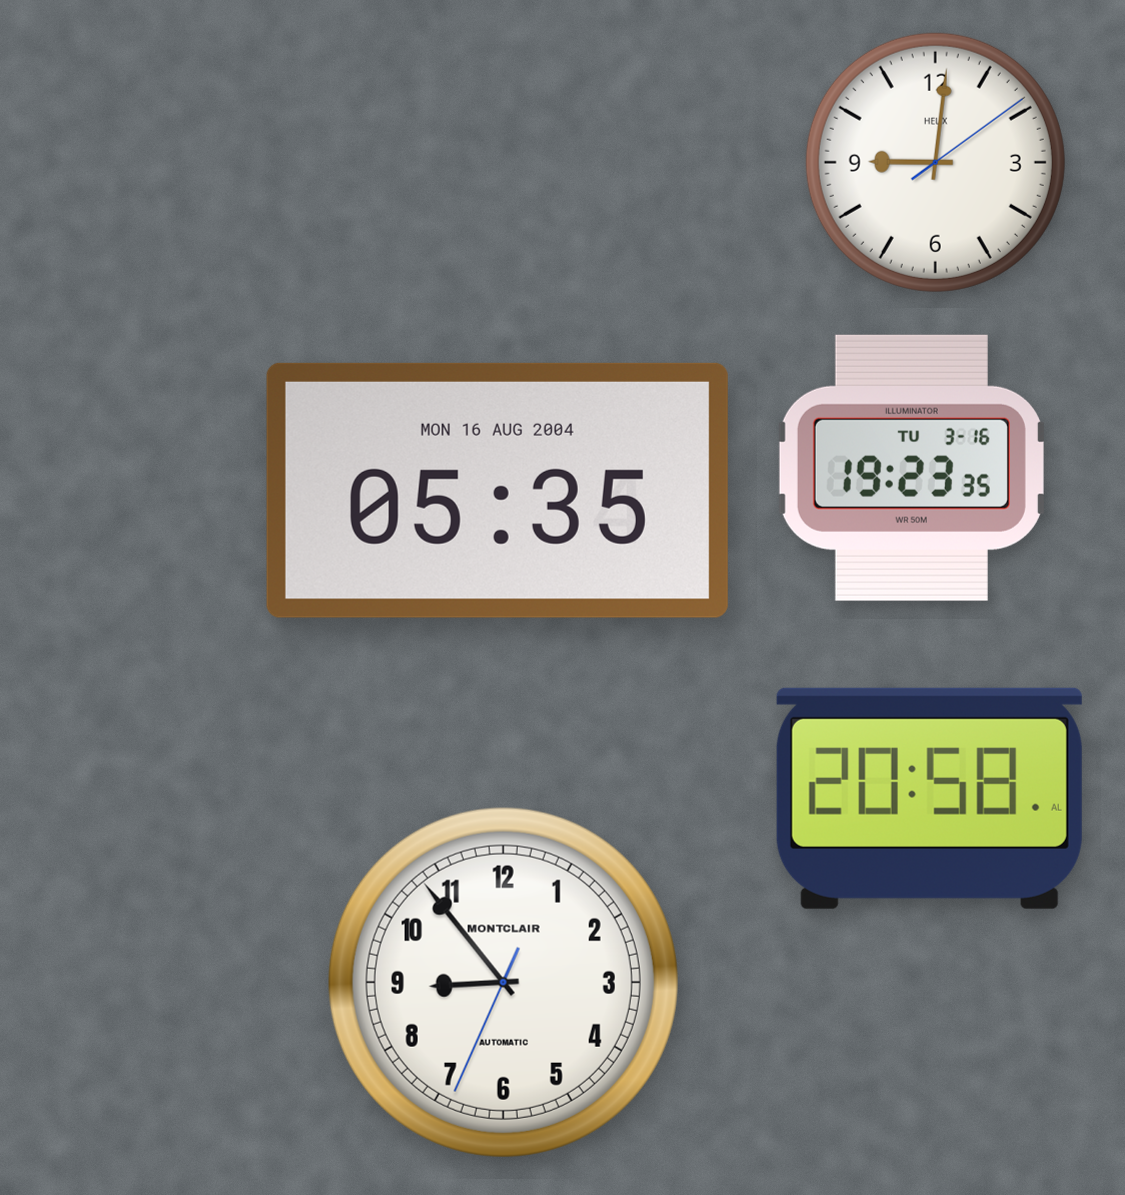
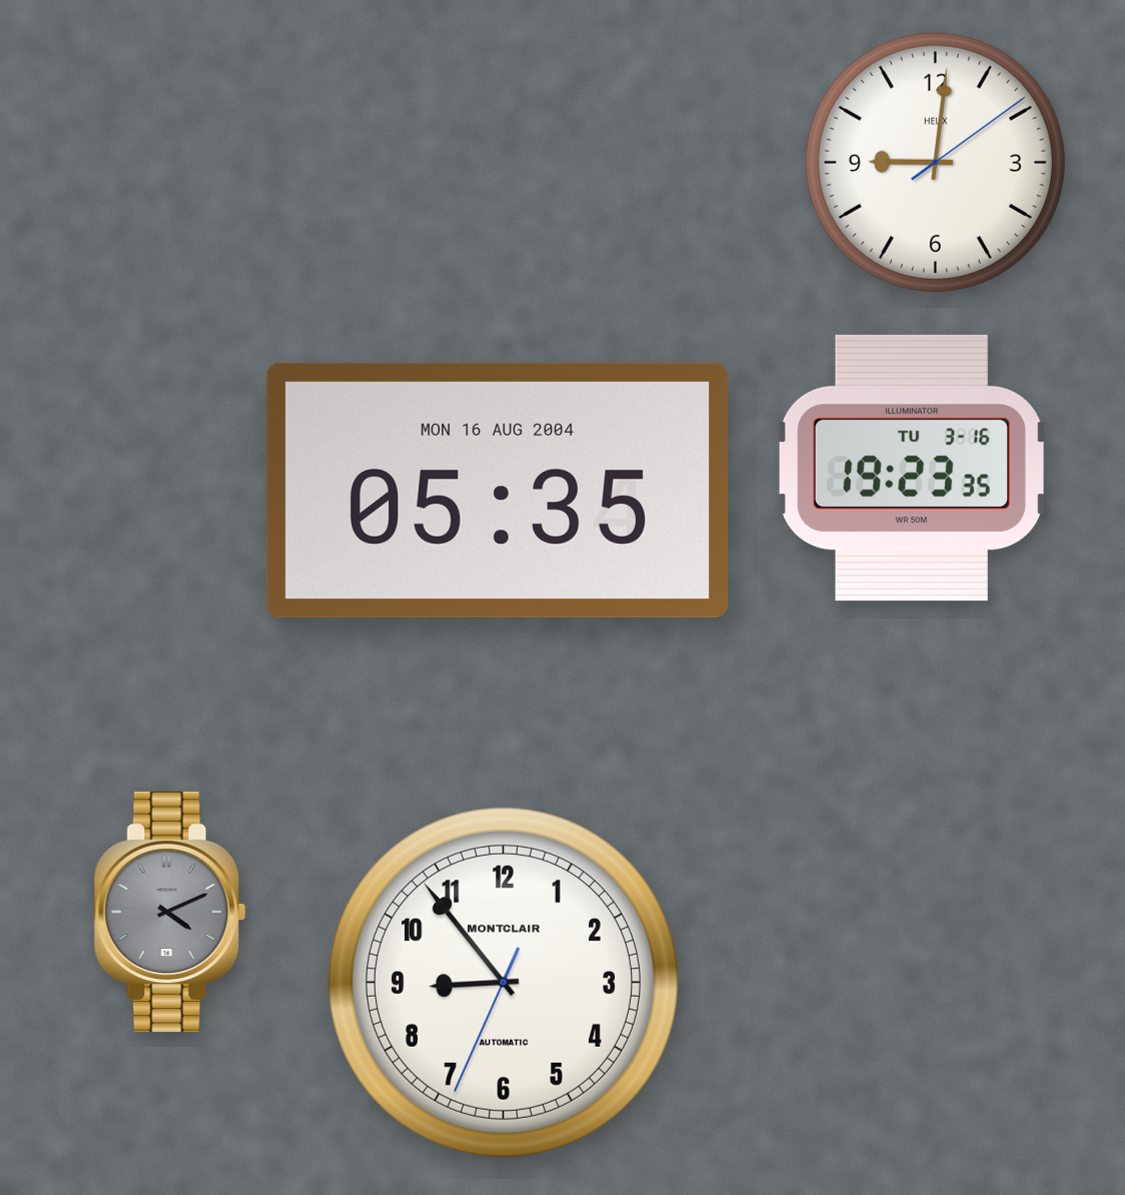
clock at (929, 798): 20:58 -> none
clock at (170, 912): none -> 4:11
